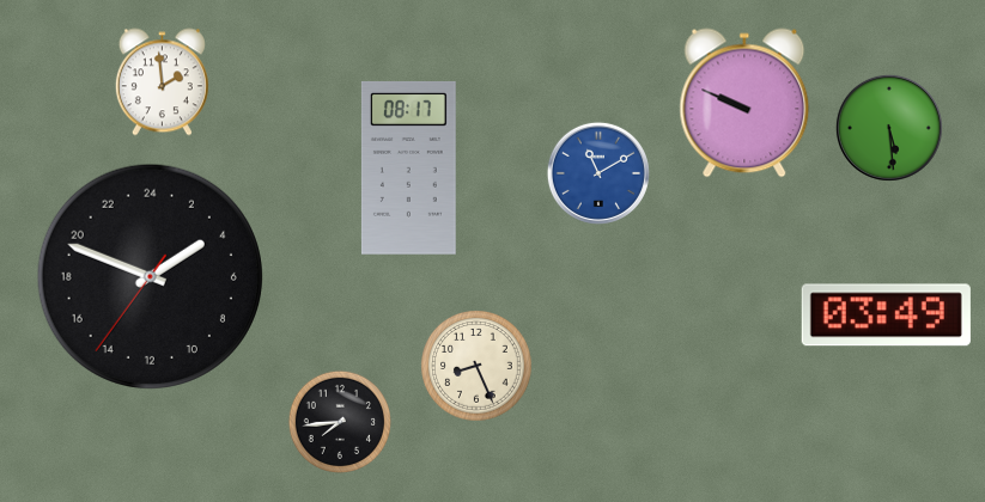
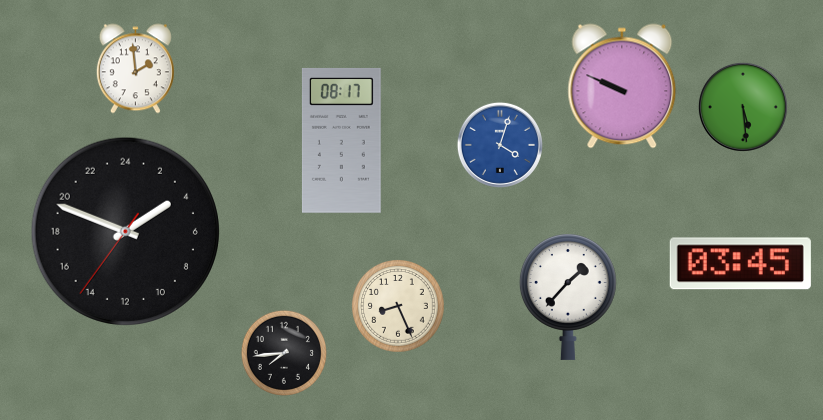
clock at (598, 173): 11:10 -> 4:03
clock at (886, 316): 03:49 -> 03:45
clock at (568, 297): none -> 1:37
